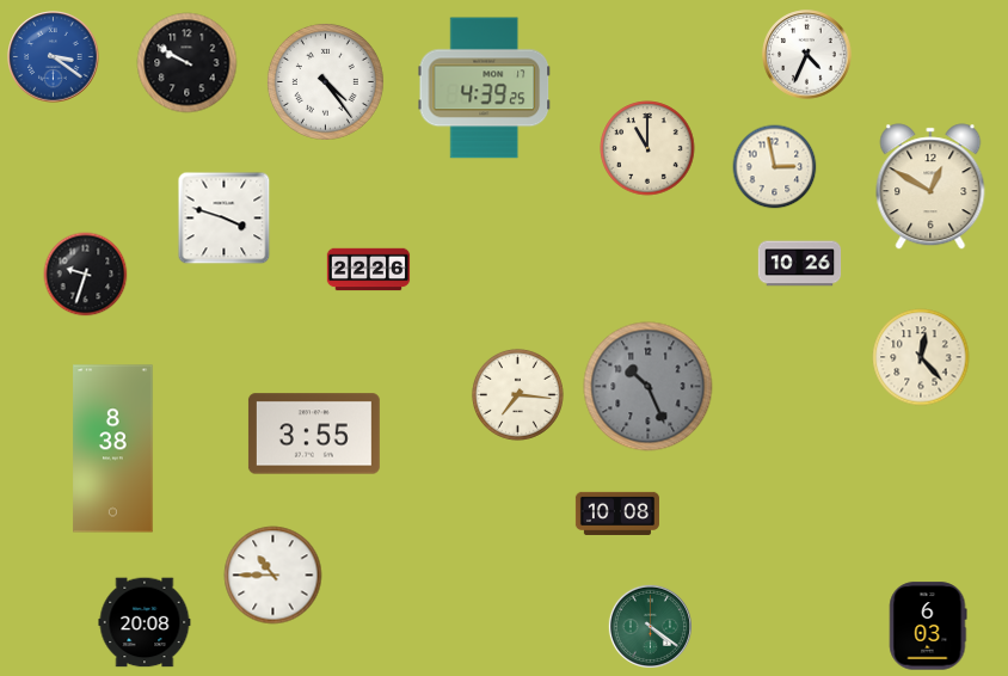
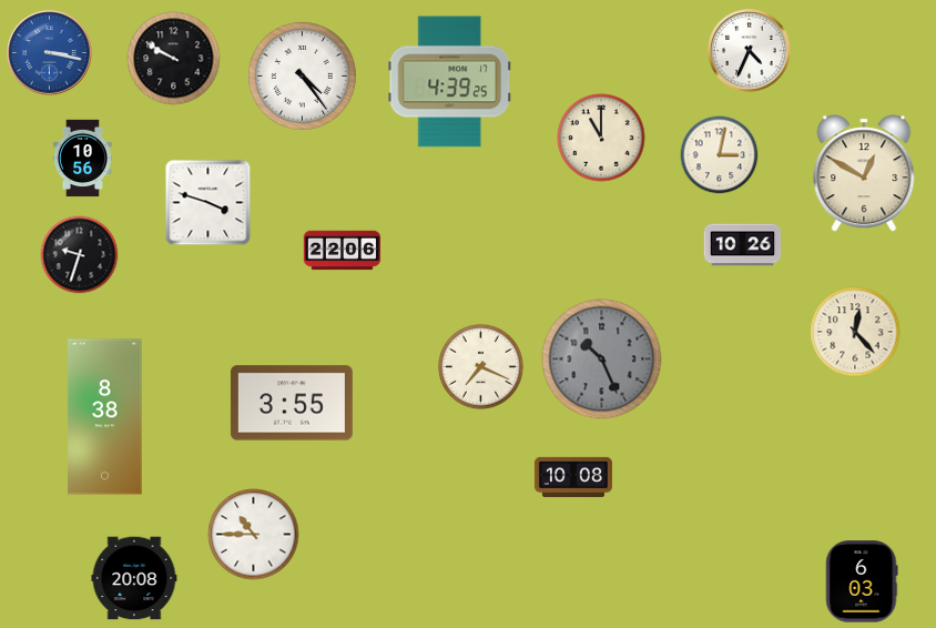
clock at (54, 57): 3:21 -> 3:17
clock at (775, 167): 2:58 -> 3:02
clock at (82, 159): none -> 10:56
clock at (369, 270): 22:26 -> 22:06
clock at (517, 394): 7:16 -> 7:19
clock at (650, 626): 4:21 -> none
